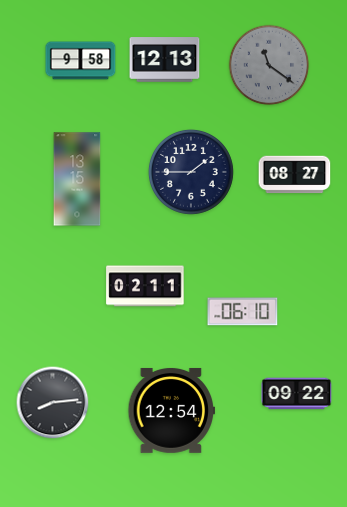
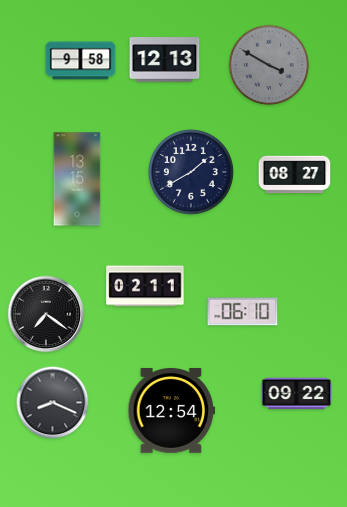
clock at (269, 65): 11:21 -> 3:50
clock at (191, 172): 1:45 -> 1:40
clock at (46, 314): none -> 7:21
clock at (53, 403): 8:14 -> 8:19
